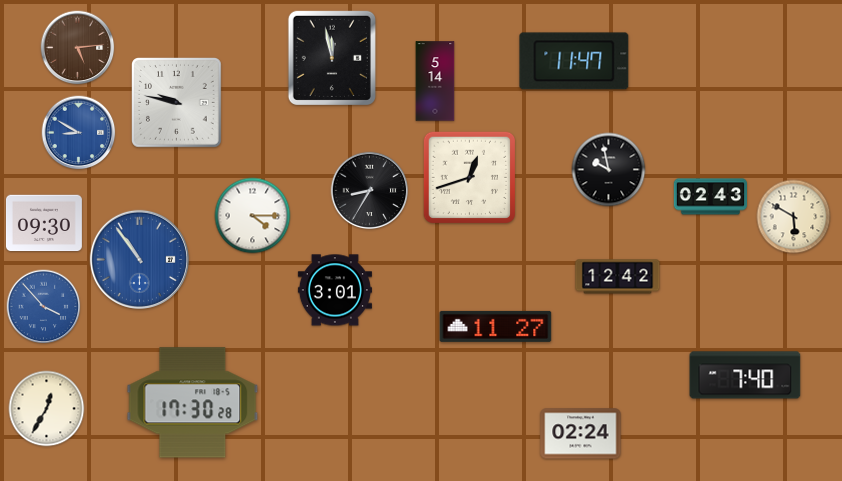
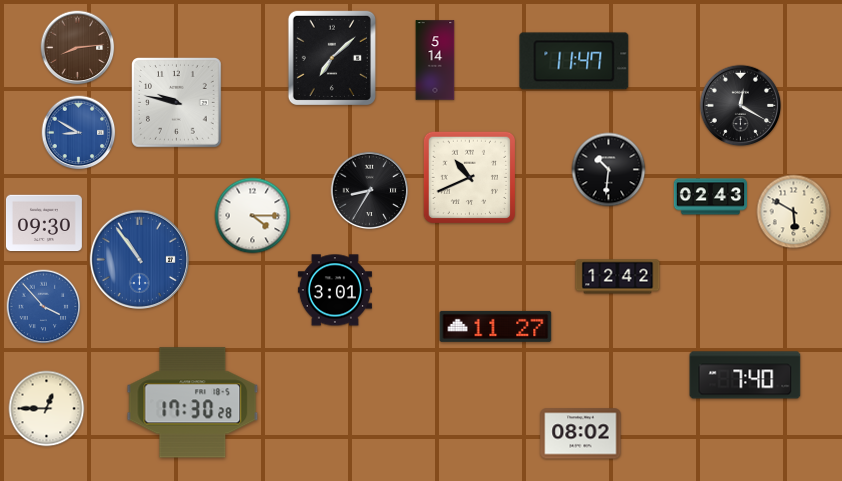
clock at (78, 48): 5:14 -> 8:14
clock at (332, 58): 11:58 -> 7:08
clock at (435, 81) position: (435, 81) -> (435, 60)
clock at (741, 106): none -> 12:20
clock at (609, 170): 9:58 -> 10:31
clock at (469, 177): 12:42 -> 10:41
clock at (794, 217) position: (794, 217) -> (794, 212)
clock at (47, 409): 12:35 -> 12:45
clock at (581, 434): 02:24 -> 08:02
